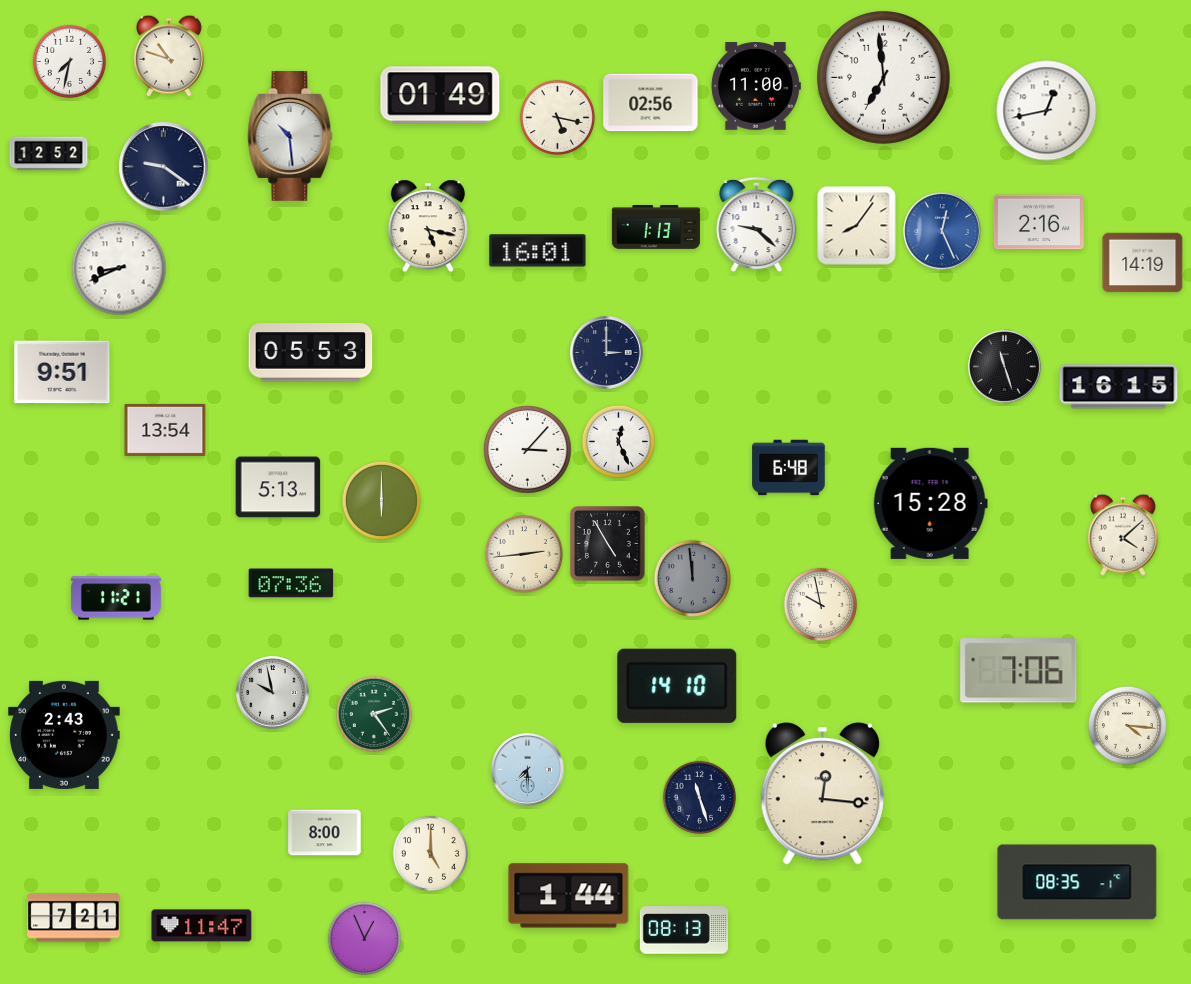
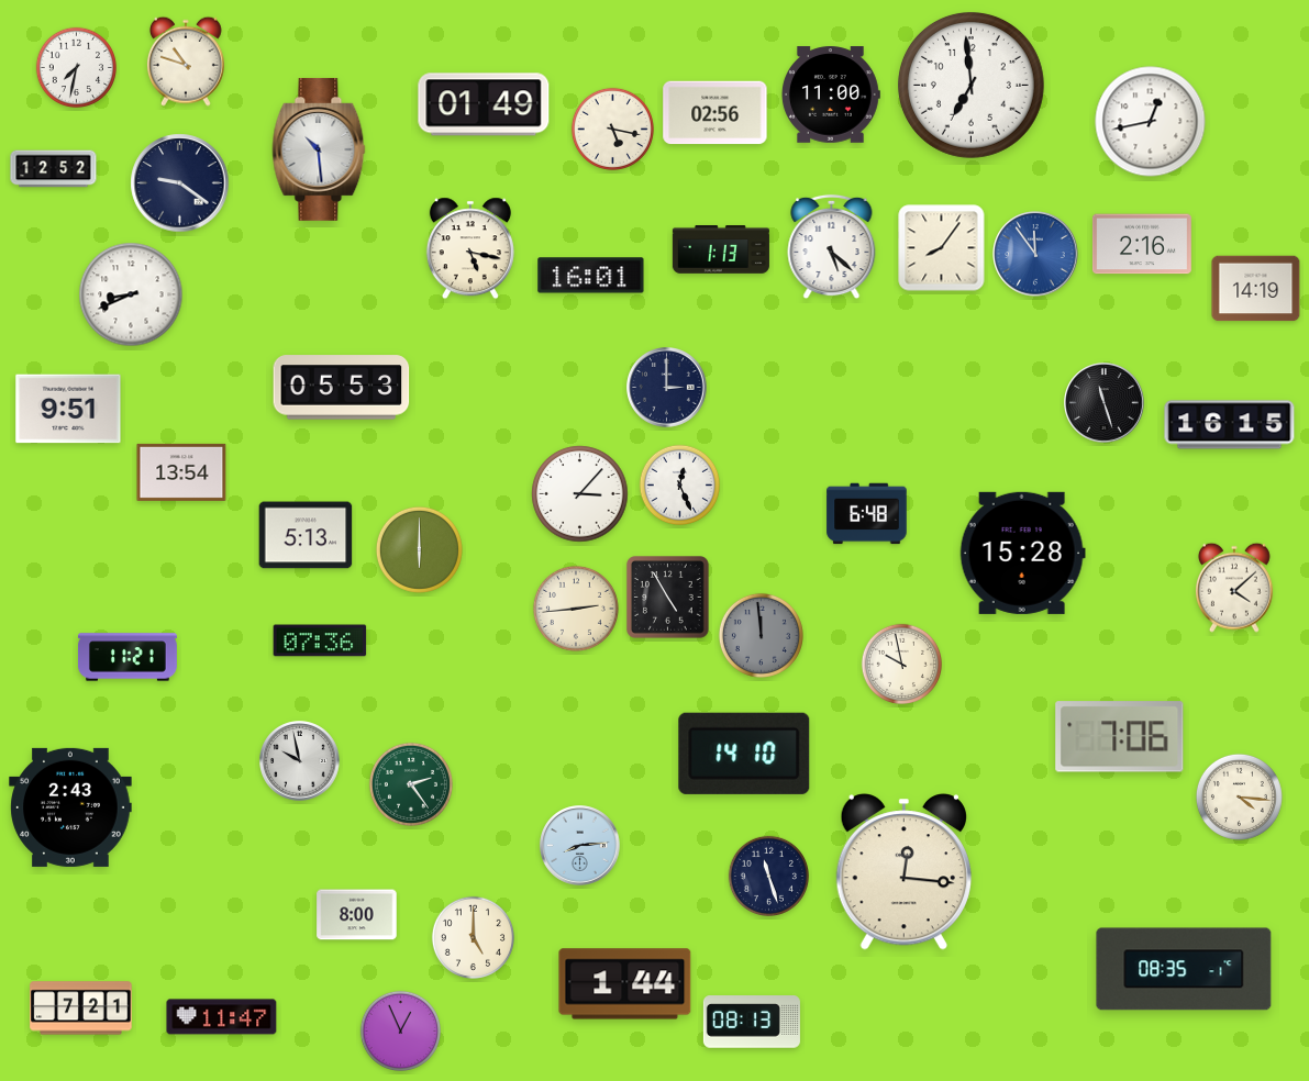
clock at (757, 225): 9:22 -> 5:22
clock at (942, 231): 12:26 -> 11:54
clock at (528, 770): 7:30 -> 8:14
